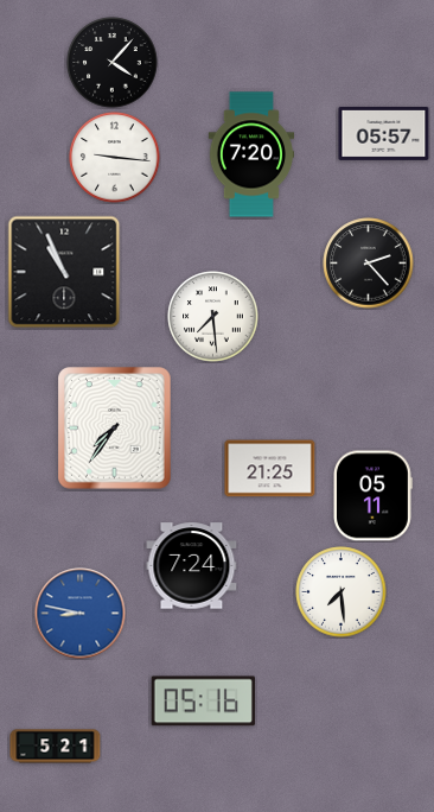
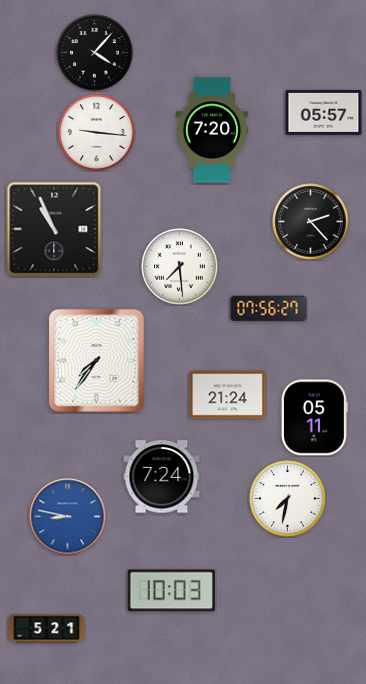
clock at (269, 309): none -> 07:56
clock at (270, 469): 21:25 -> 21:24
clock at (342, 592): 7:29 -> 7:32
clock at (203, 702): 05:16 -> 10:03
